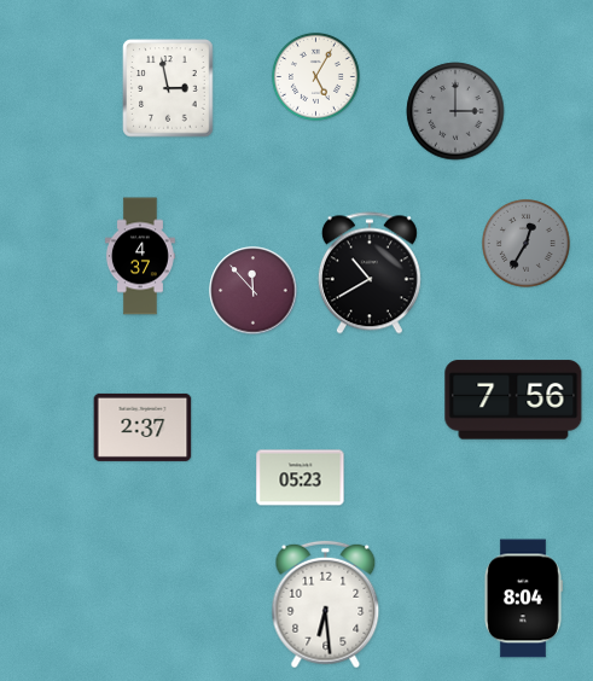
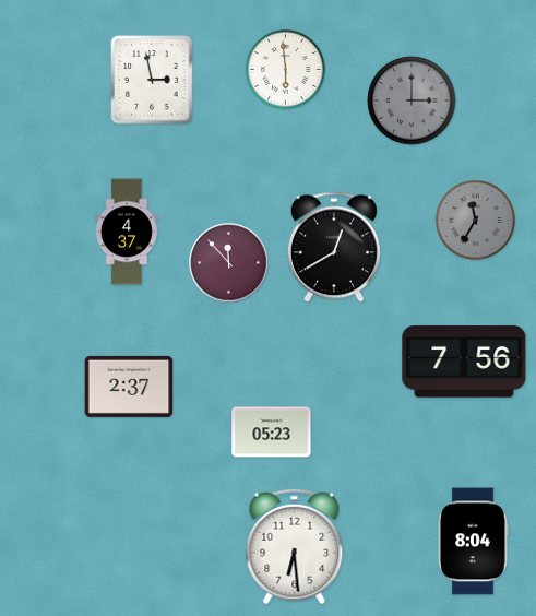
clock at (316, 77): 5:05 -> 5:59
clock at (527, 244): 12:35 -> 11:35
clock at (370, 273): 10:40 -> 12:40
